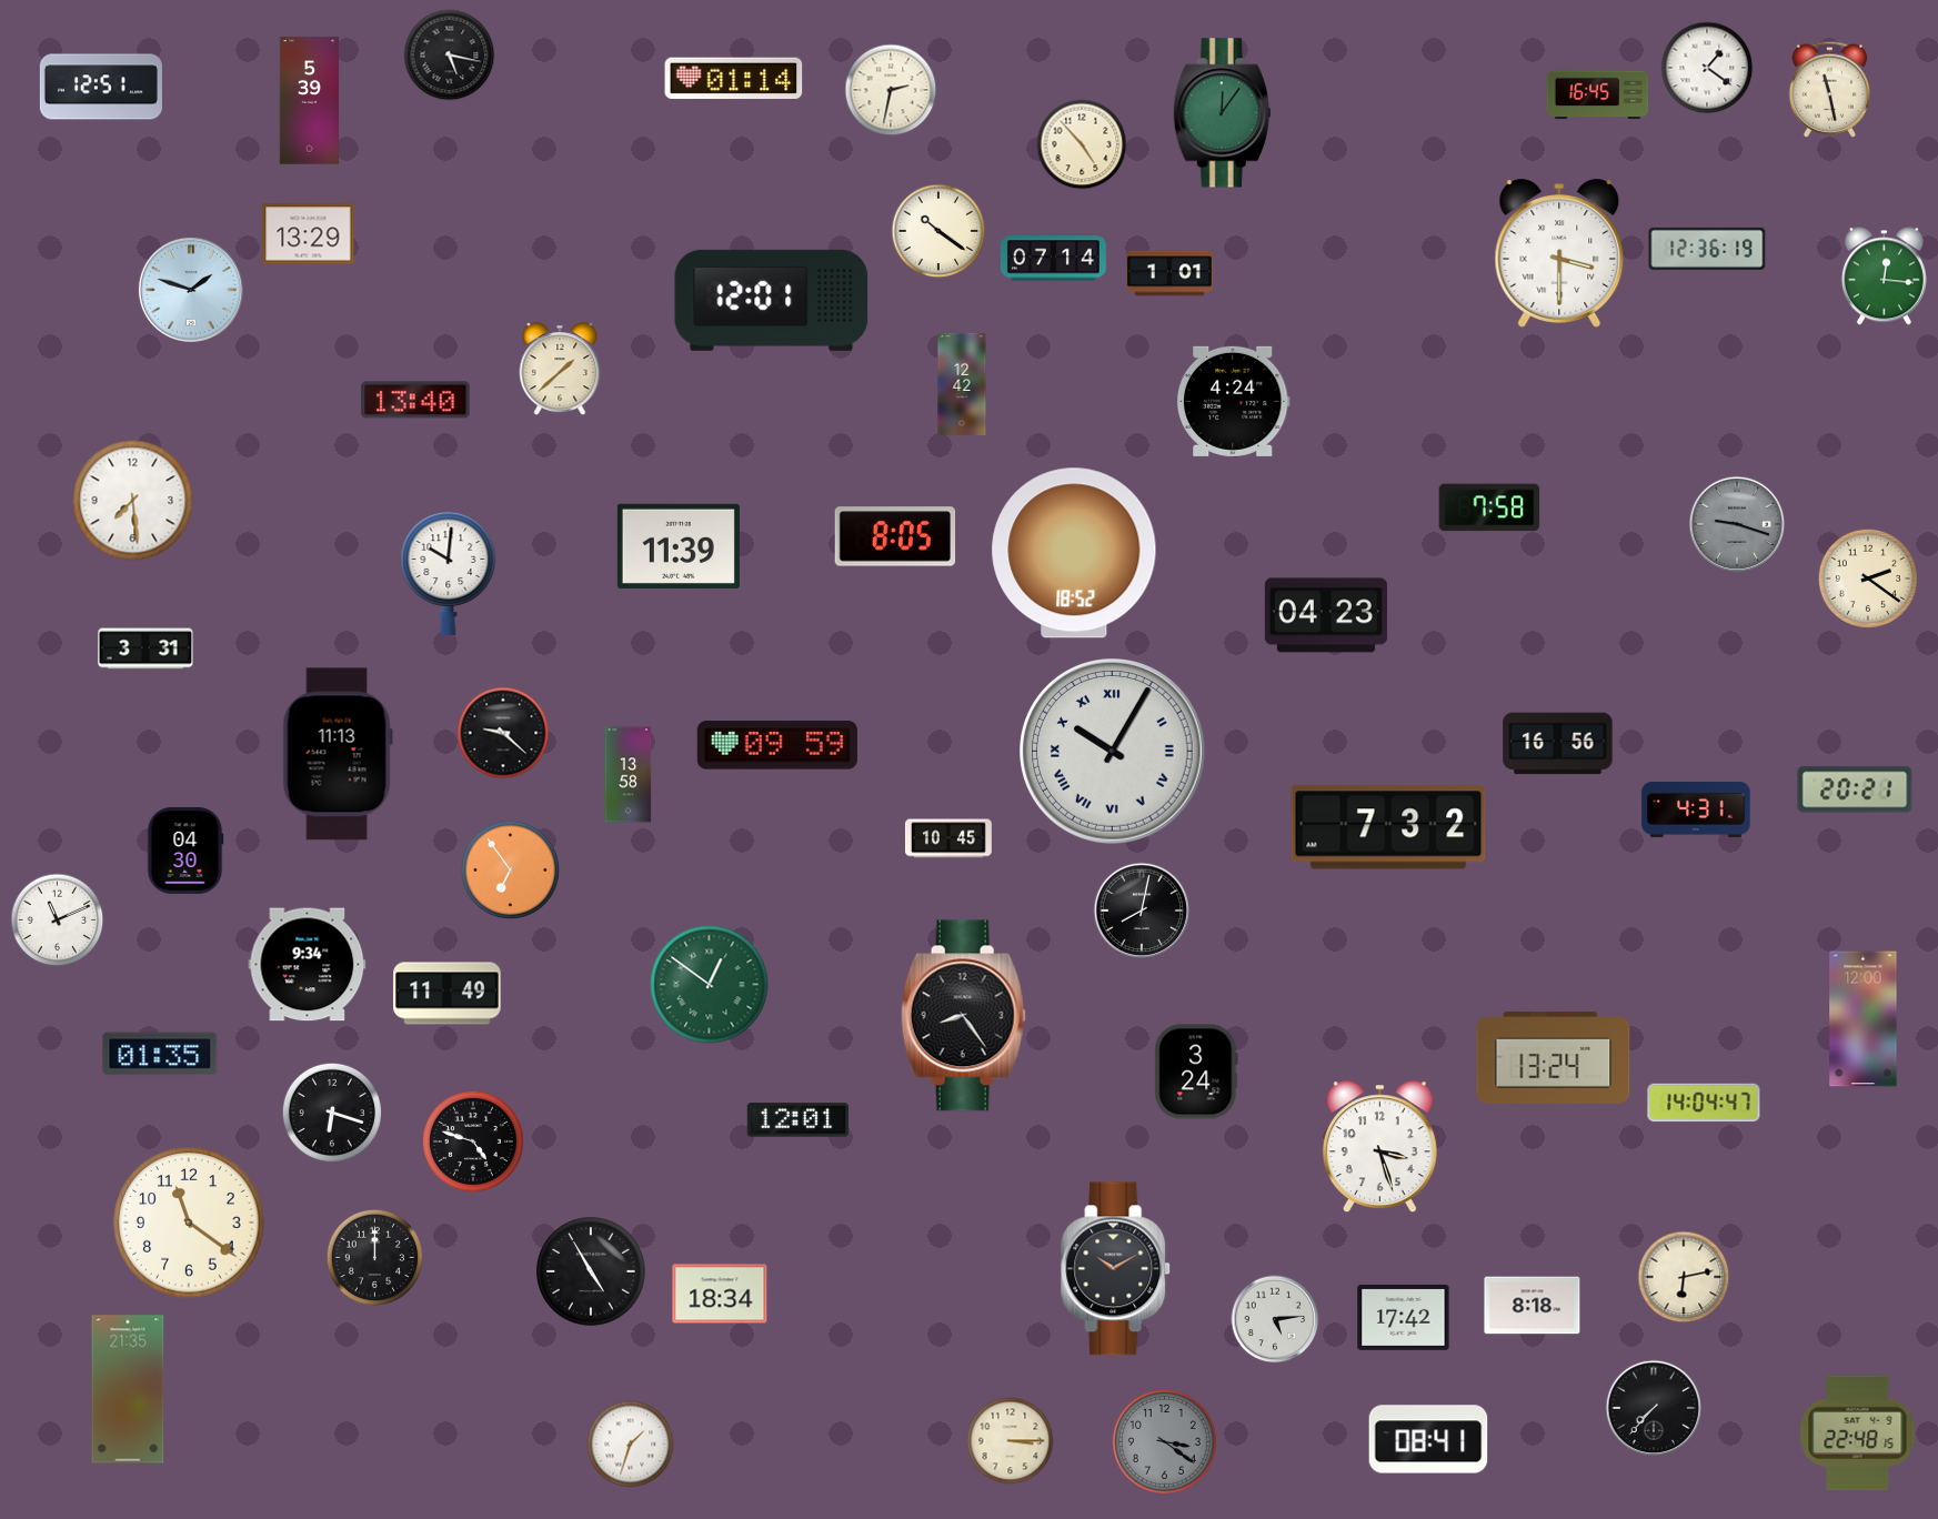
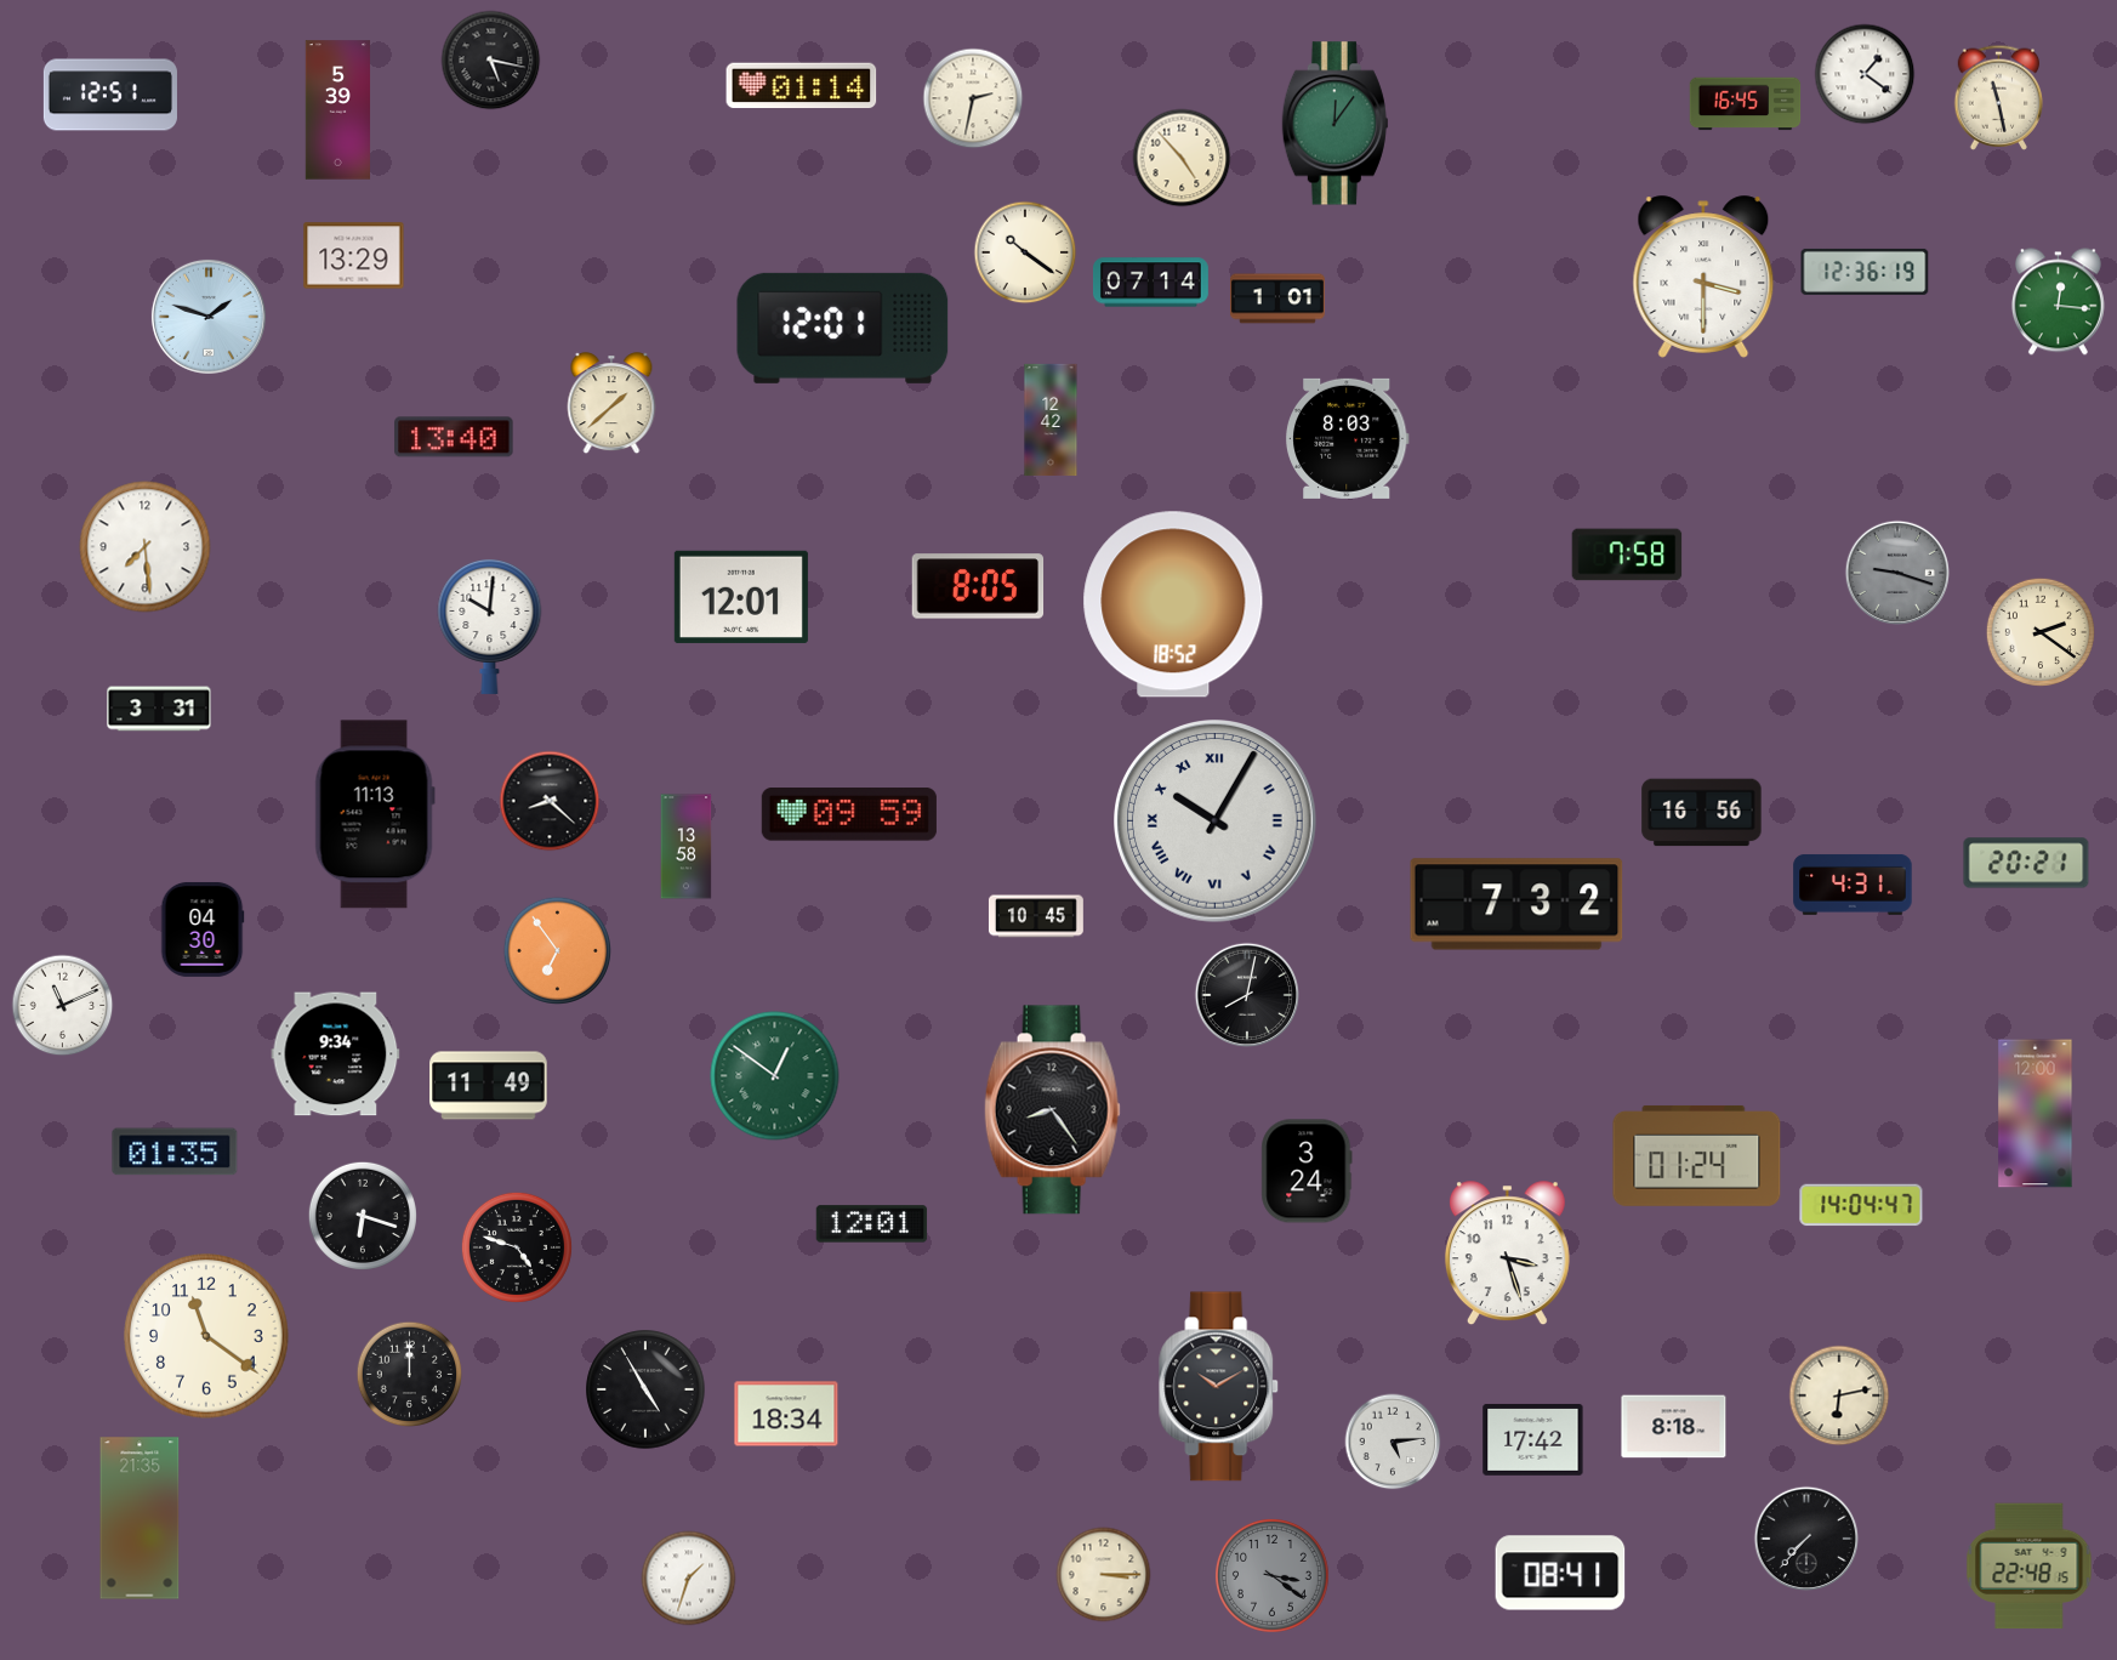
clock at (309, 234) position: (309, 234) -> (354, 256)
clock at (1233, 401): 4:24 -> 8:03
clock at (679, 546): 11:39 -> 12:01
clock at (1326, 615): 04:23 -> none
clock at (503, 733): 9:22 -> 8:22
clock at (338, 754) position: (338, 754) -> (375, 814)
clock at (1554, 1057): 13:24 -> 01:24
